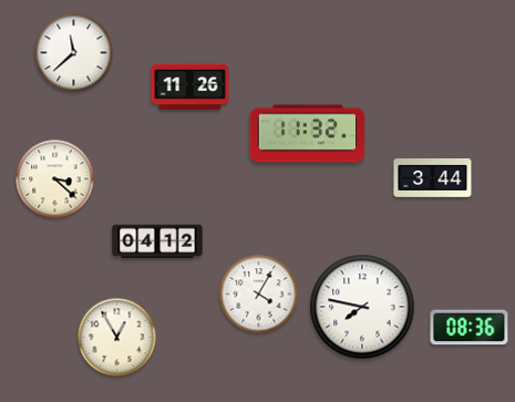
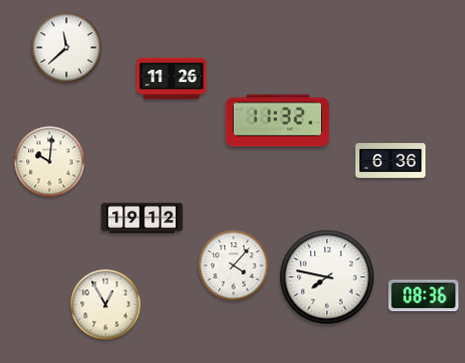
clock at (433, 178): 3:44 -> 6:36
clock at (55, 179): 3:22 -> 10:01
clock at (157, 241): 04:12 -> 19:12
clock at (259, 295): 4:05 -> 4:07
